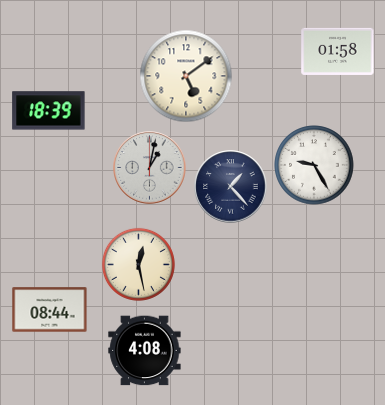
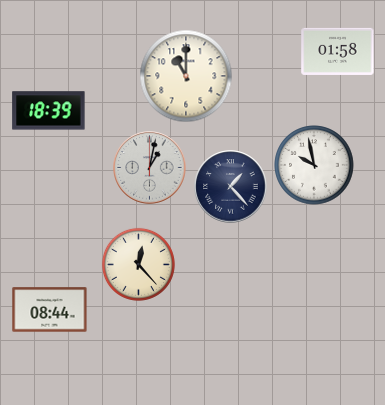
clock at (186, 76): 5:09 -> 11:00
clock at (314, 165): 9:25 -> 9:58
clock at (138, 264): 12:28 -> 12:23
clock at (145, 351): 4:08 -> none
